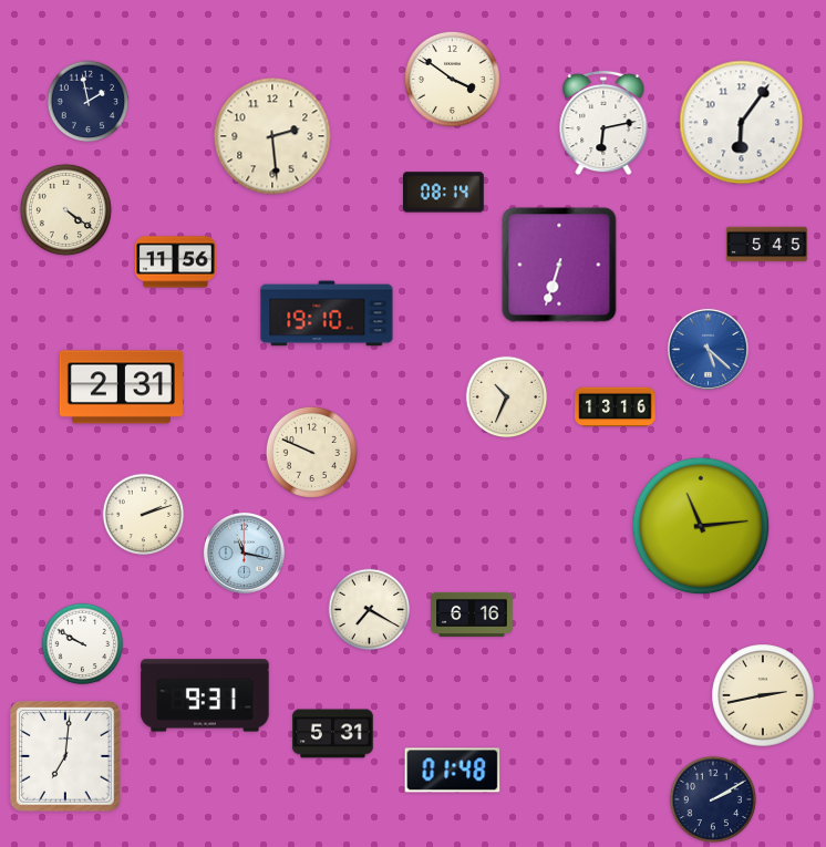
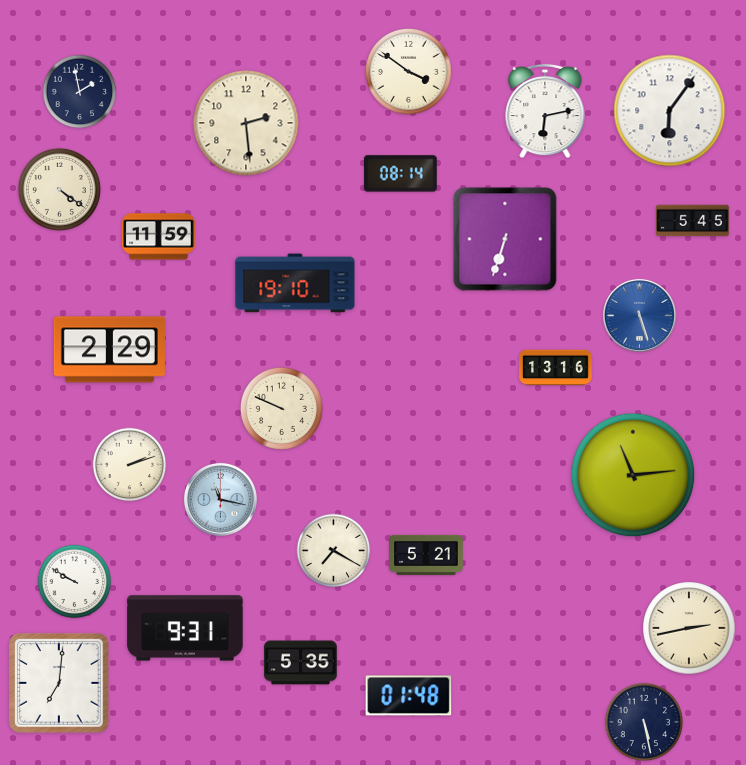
clock at (176, 262): 11:56 -> 11:59
clock at (708, 349): 5:22 -> 5:27
clock at (121, 388): 2:31 -> 2:29
clock at (507, 397): 10:34 -> none
clock at (472, 614): 6:16 -> 5:21
clock at (333, 734): 5:31 -> 5:35
clock at (712, 798): 2:10 -> 5:28
